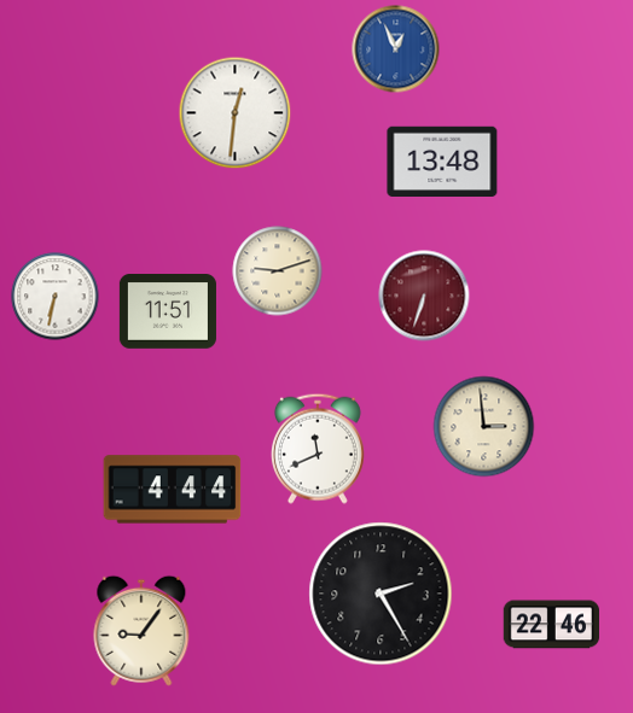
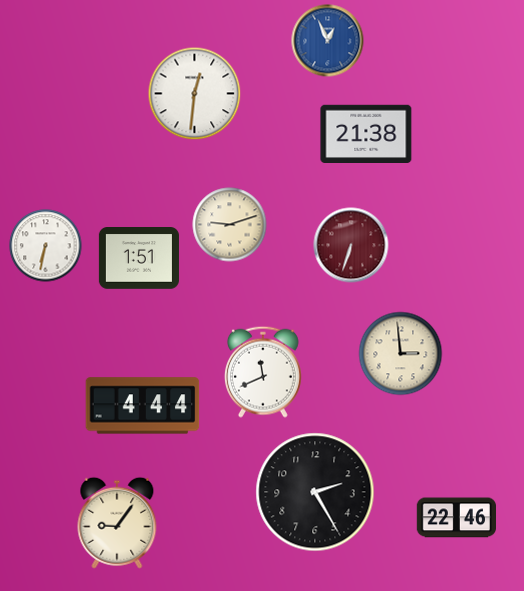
clock at (442, 162): 13:48 -> 21:38
clock at (168, 311): 11:51 -> 1:51
